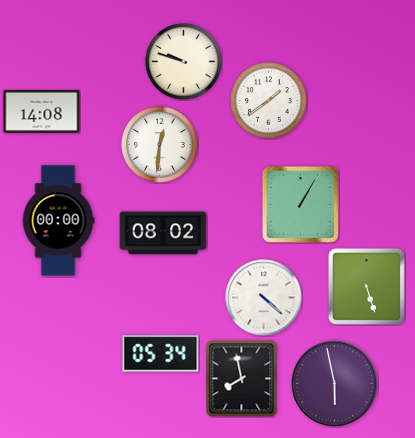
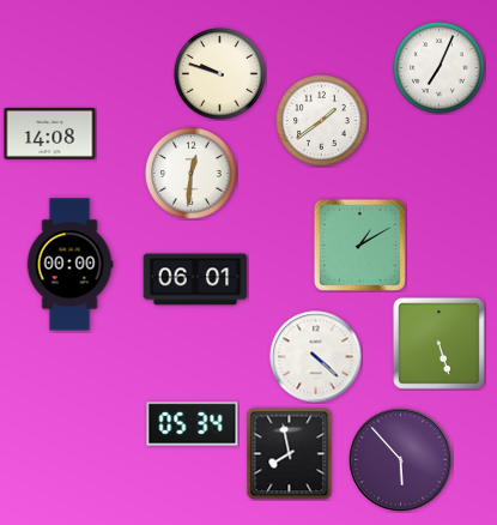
clock at (440, 68): none -> 7:04
clock at (300, 204): 1:05 -> 1:10
clock at (163, 233): 08:02 -> 06:01
clock at (335, 384): 5:58 -> 5:53
